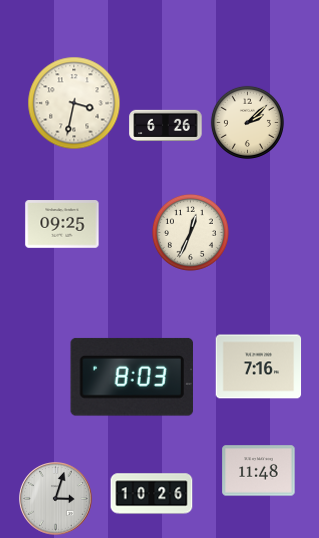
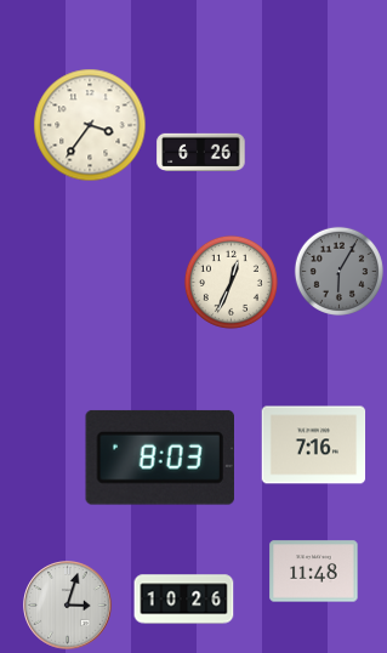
clock at (74, 103): 3:32 -> 3:36
clock at (247, 122): 2:08 -> none
clock at (338, 271): none -> 6:05
clock at (62, 224): 09:25 -> none
